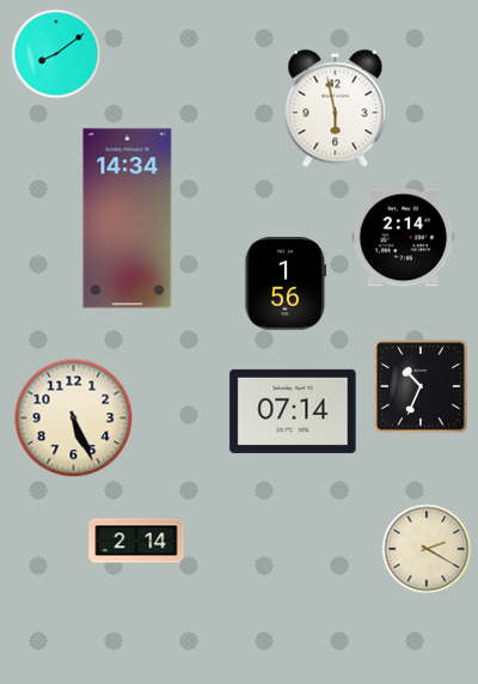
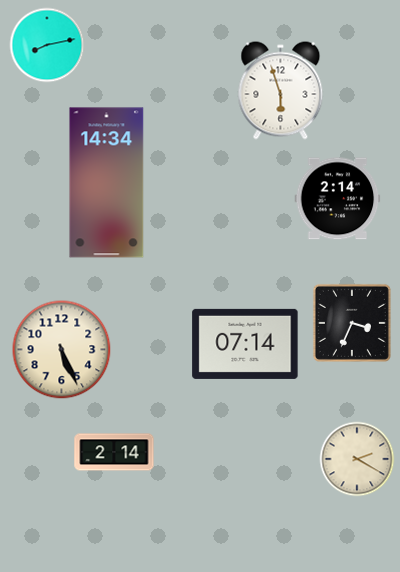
clock at (56, 54): 8:09 -> 8:13
clock at (336, 109): 5:58 -> 5:57
clock at (286, 283): 1:56 -> none
clock at (421, 386): 10:34 -> 3:34
